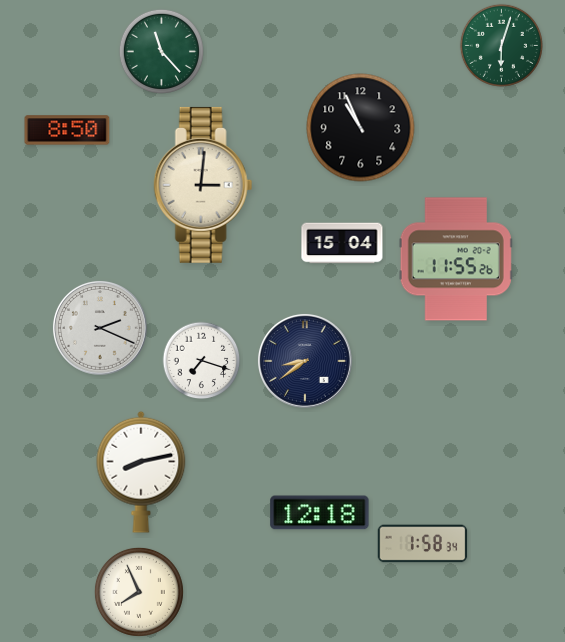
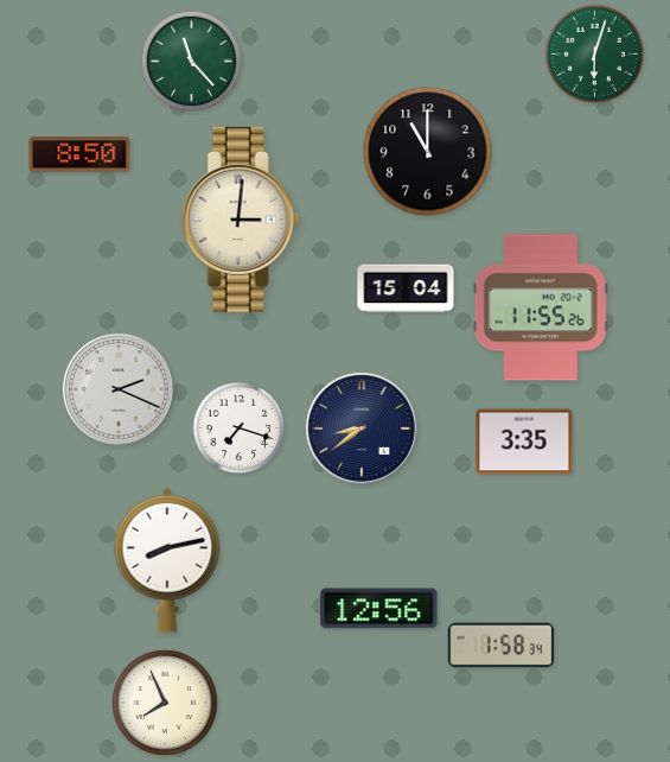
clock at (361, 128): 10:56 -> 11:00
clock at (524, 442): none -> 3:35
clock at (320, 513): 12:18 -> 12:56
